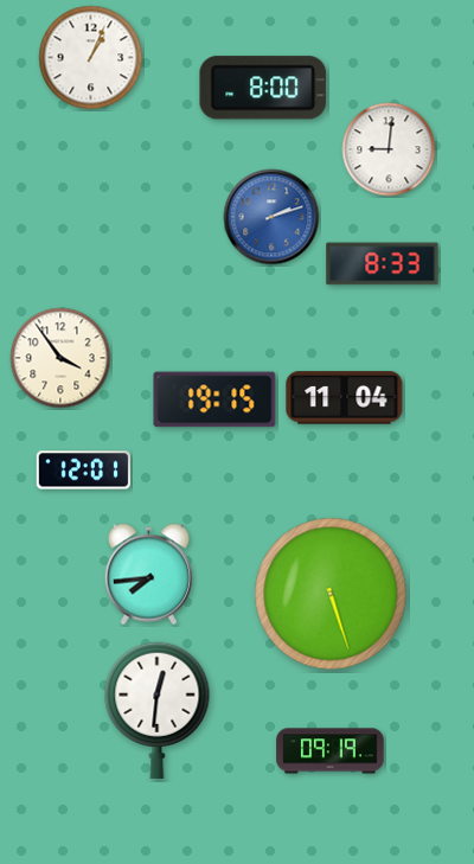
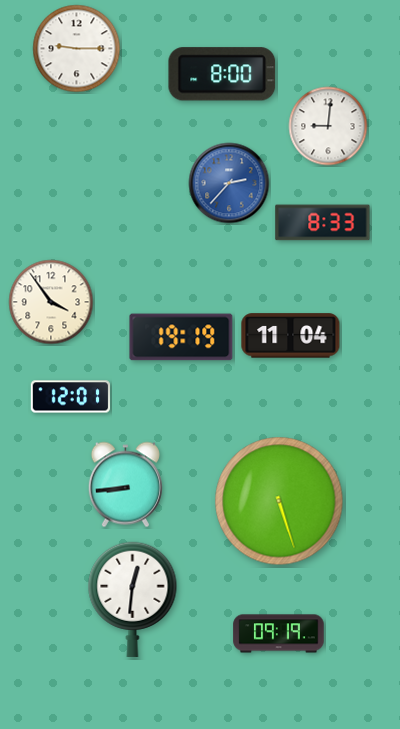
clock at (91, 58): 1:04 -> 9:15
clock at (271, 217): 2:12 -> 2:37
clock at (214, 399): 19:15 -> 19:19
clock at (148, 575): 7:44 -> 8:44
